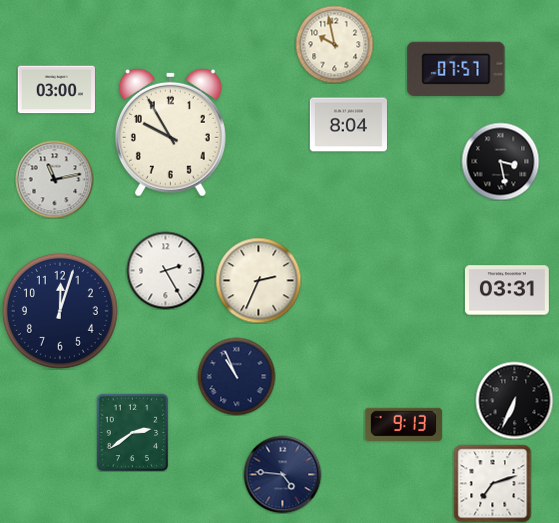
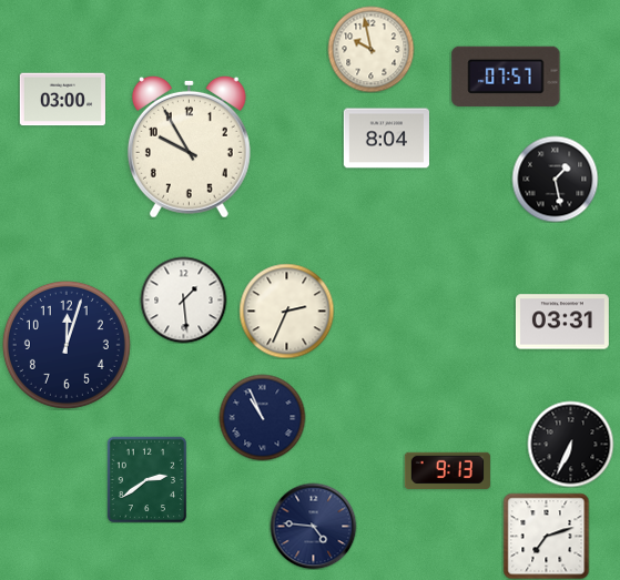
clock at (500, 161): 3:28 -> 1:28
clock at (54, 179): 11:13 -> none
clock at (165, 270): 2:25 -> 1:29
